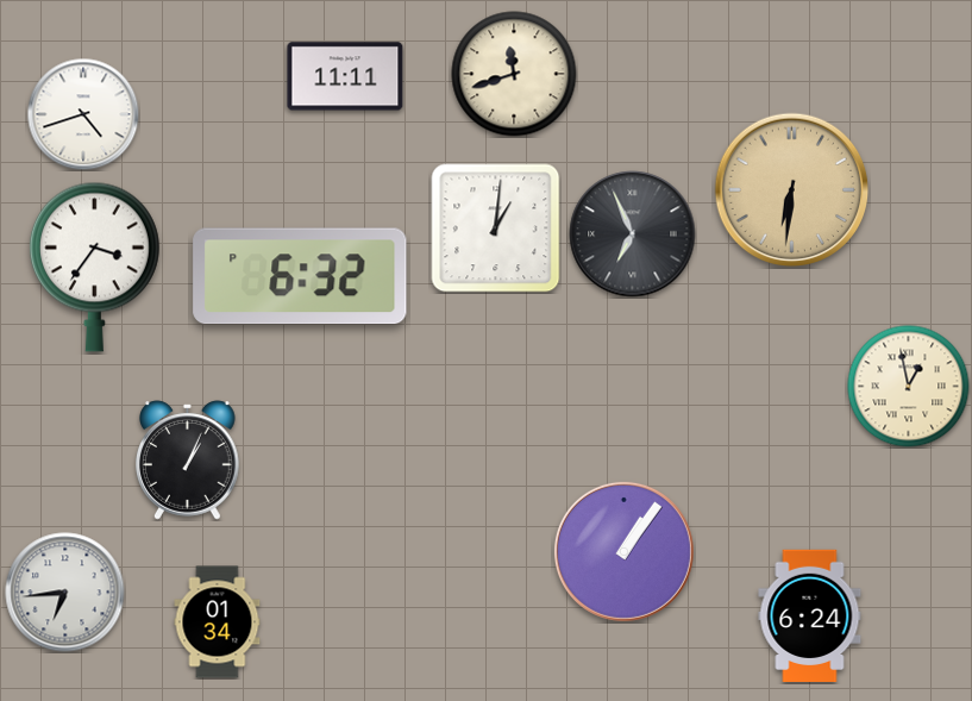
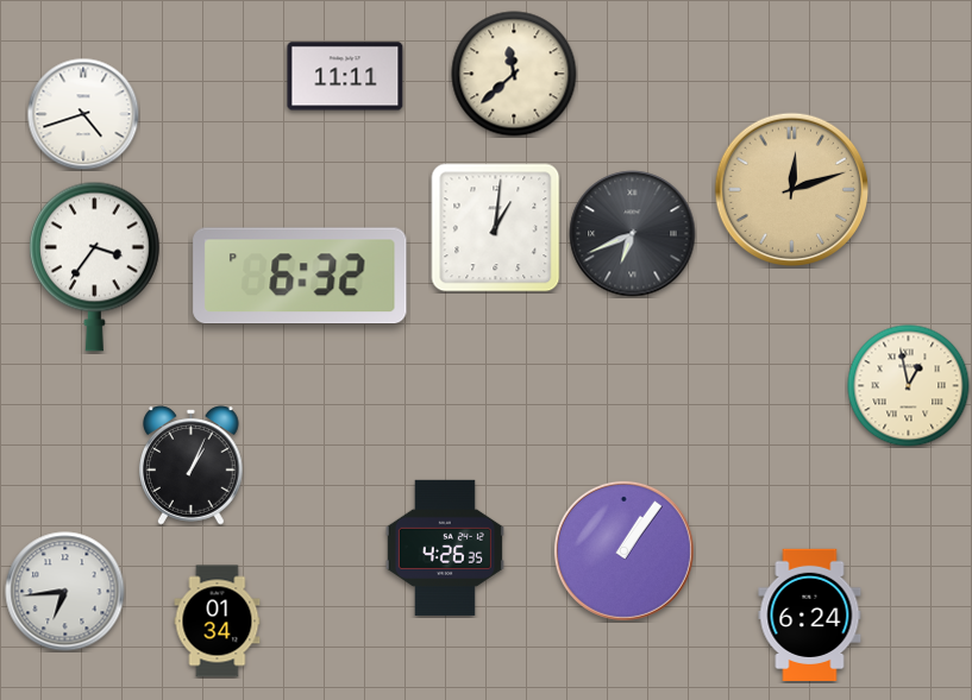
clock at (514, 74): 11:42 -> 11:38
clock at (792, 190): 6:31 -> 12:12
clock at (633, 234): 6:56 -> 6:41
clock at (188, 461) position: (188, 461) -> (192, 466)
clock at (445, 548): none -> 4:26
